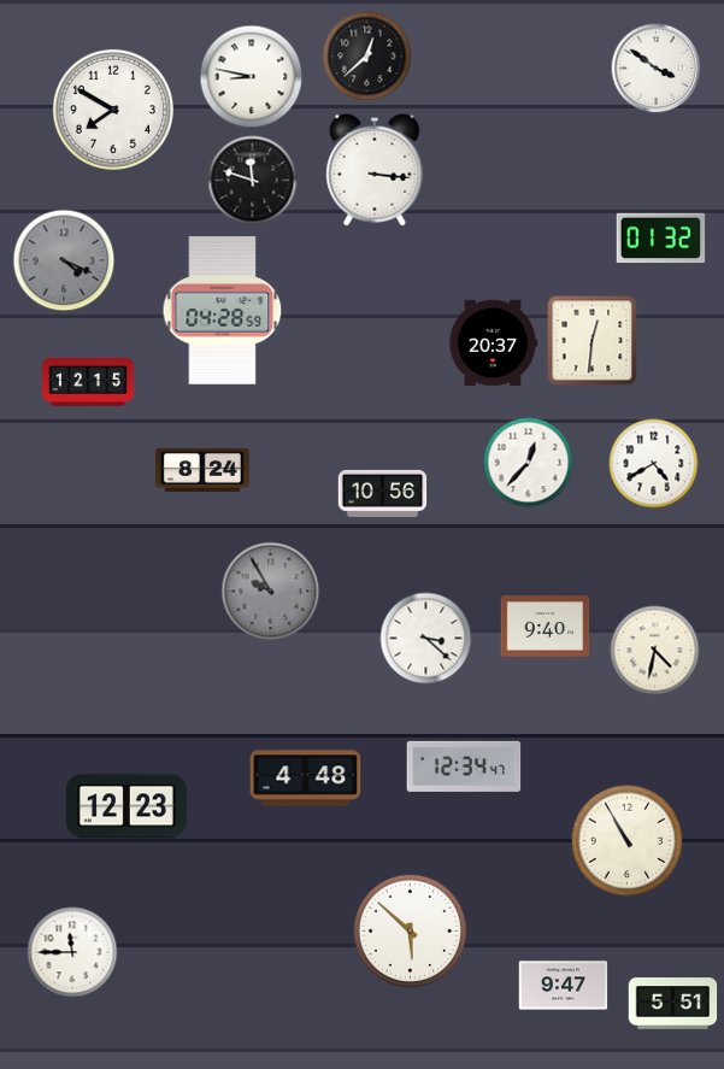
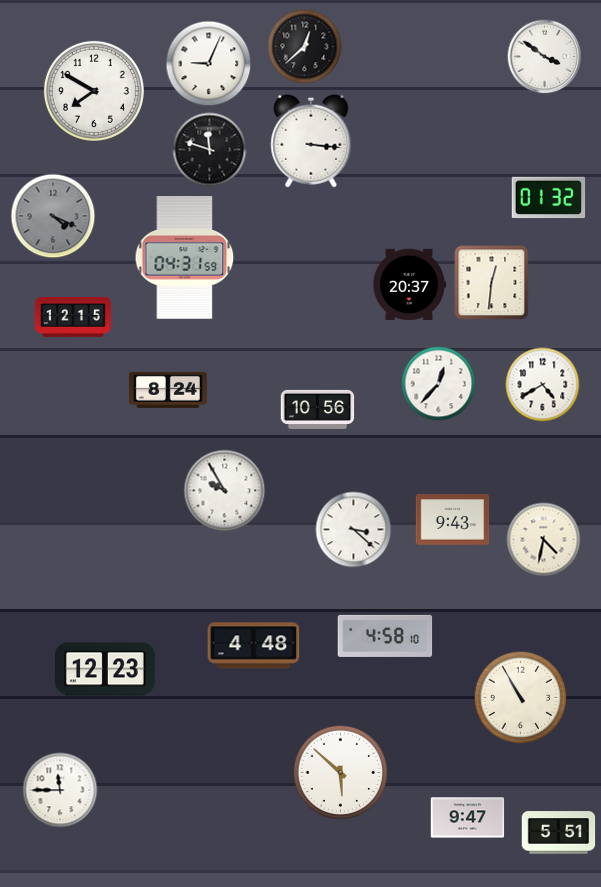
clock at (252, 77): 8:47 -> 9:04
clock at (223, 311): 04:28 -> 04:31
clock at (271, 592) dial: grey -> white
clock at (546, 627): 9:40 -> 9:43
clock at (464, 766): 12:34 -> 4:58
